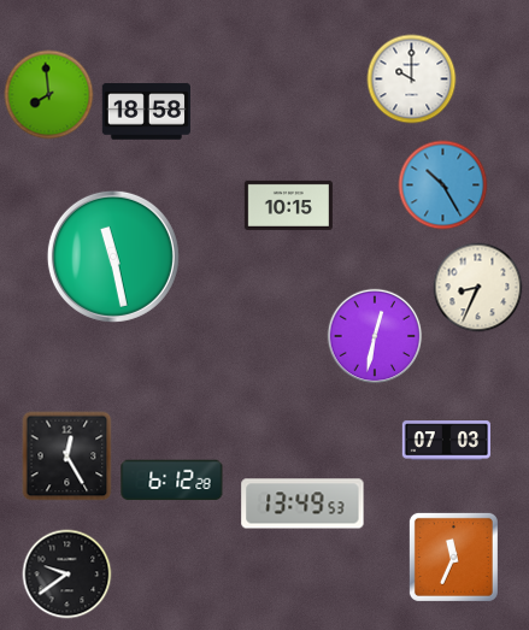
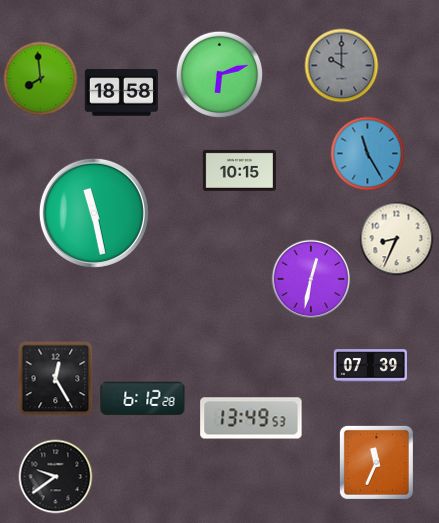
clock at (412, 80) dial: white -> grey
clock at (220, 75): none -> 6:12
clock at (443, 186): 10:25 -> 11:25
clock at (446, 441): 07:03 -> 07:39
